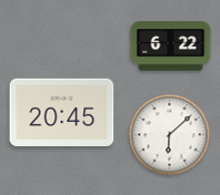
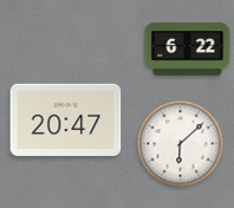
clock at (171, 47) position: (171, 47) -> (188, 50)
clock at (62, 112): 20:45 -> 20:47
